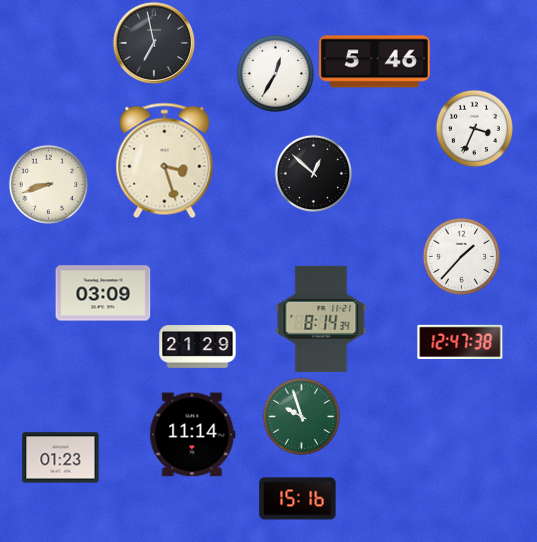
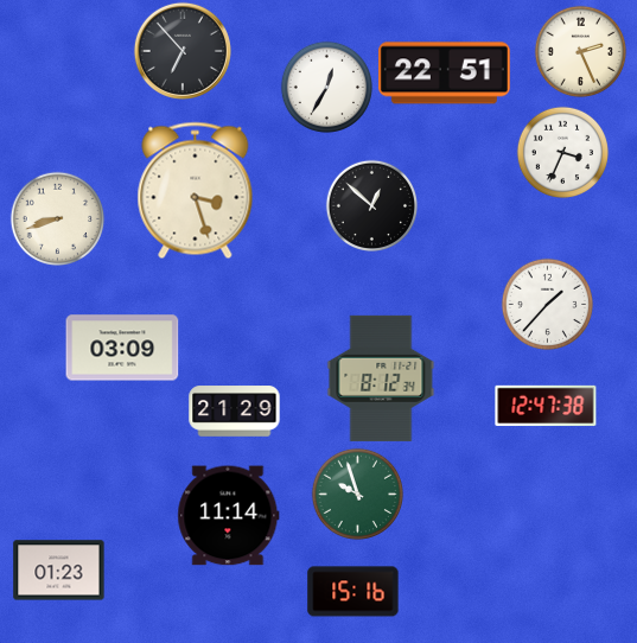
clock at (154, 43): 6:58 -> 6:53
clock at (580, 51): none -> 2:26
clock at (374, 62): 5:46 -> 22:51
clock at (321, 319): 8:14 -> 8:12
clock at (61, 458) position: (61, 458) -> (59, 571)
